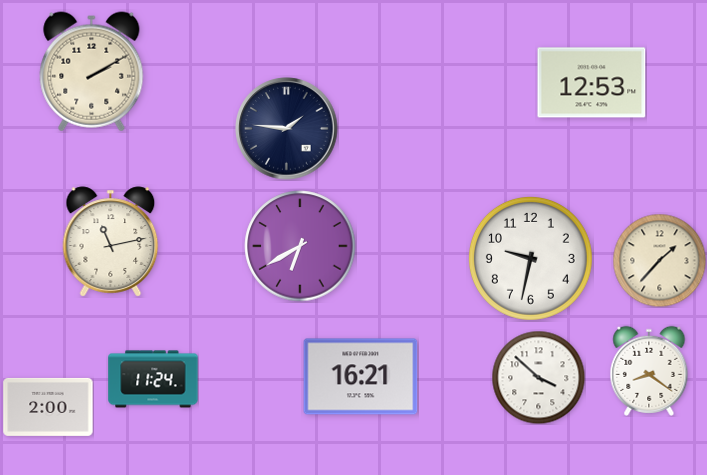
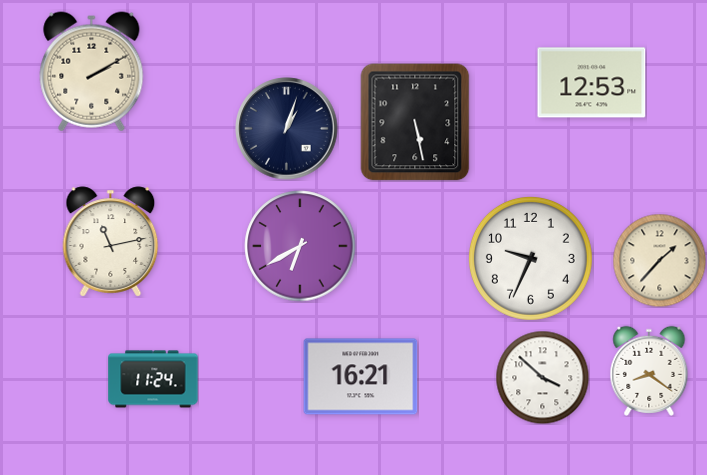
clock at (415, 122): none -> 5:28
clock at (287, 129): 1:46 -> 1:03
clock at (530, 258): 9:32 -> 9:34
clock at (538, 377) position: (538, 377) -> (542, 377)
clock at (48, 407): 2:00 -> none
